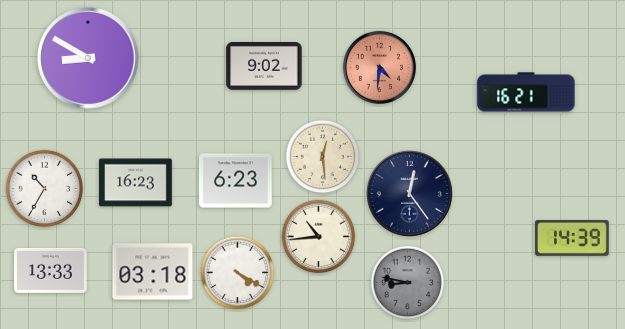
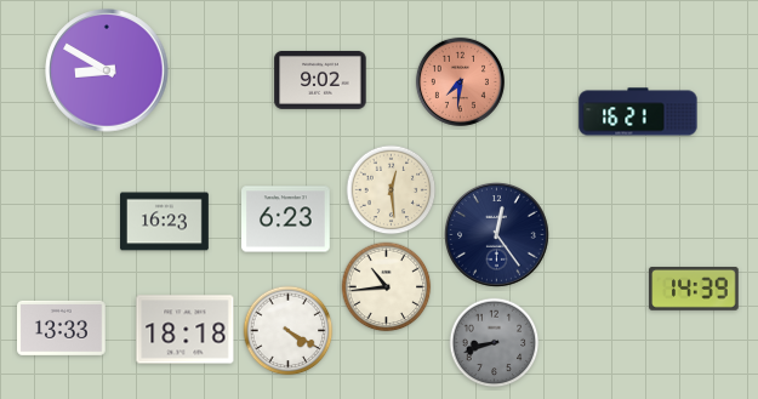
clock at (379, 67): 4:31 -> 7:31
clock at (45, 189): 10:35 -> none
clock at (153, 272): 03:18 -> 18:18
clock at (408, 283): 8:47 -> 8:42
